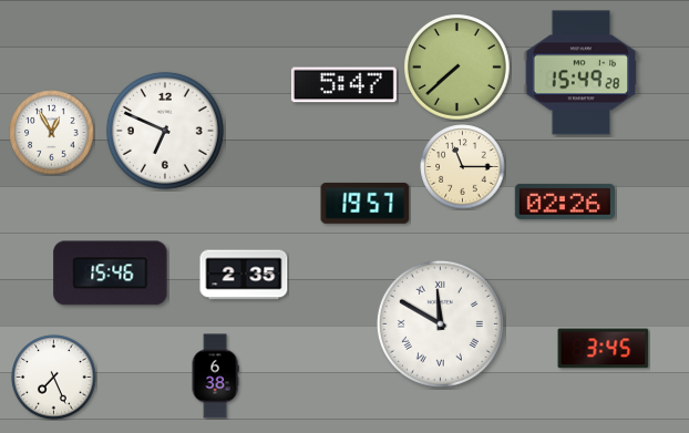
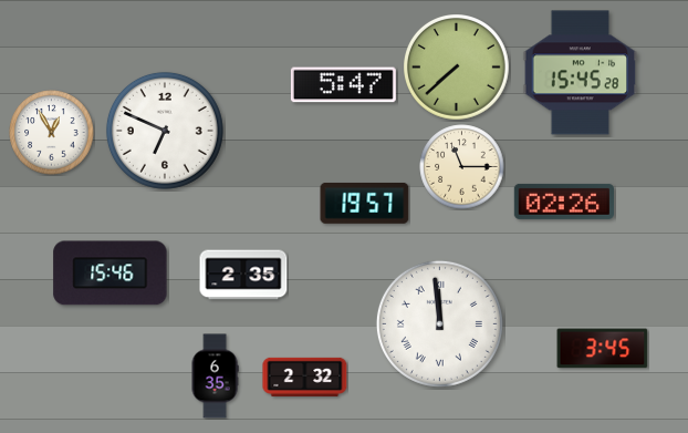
clock at (582, 73): 15:49 -> 15:45
clock at (440, 323): 11:50 -> 11:59
clock at (215, 377): 6:38 -> 6:35
clock at (305, 377): none -> 2:32
clock at (54, 378): 7:26 -> none
